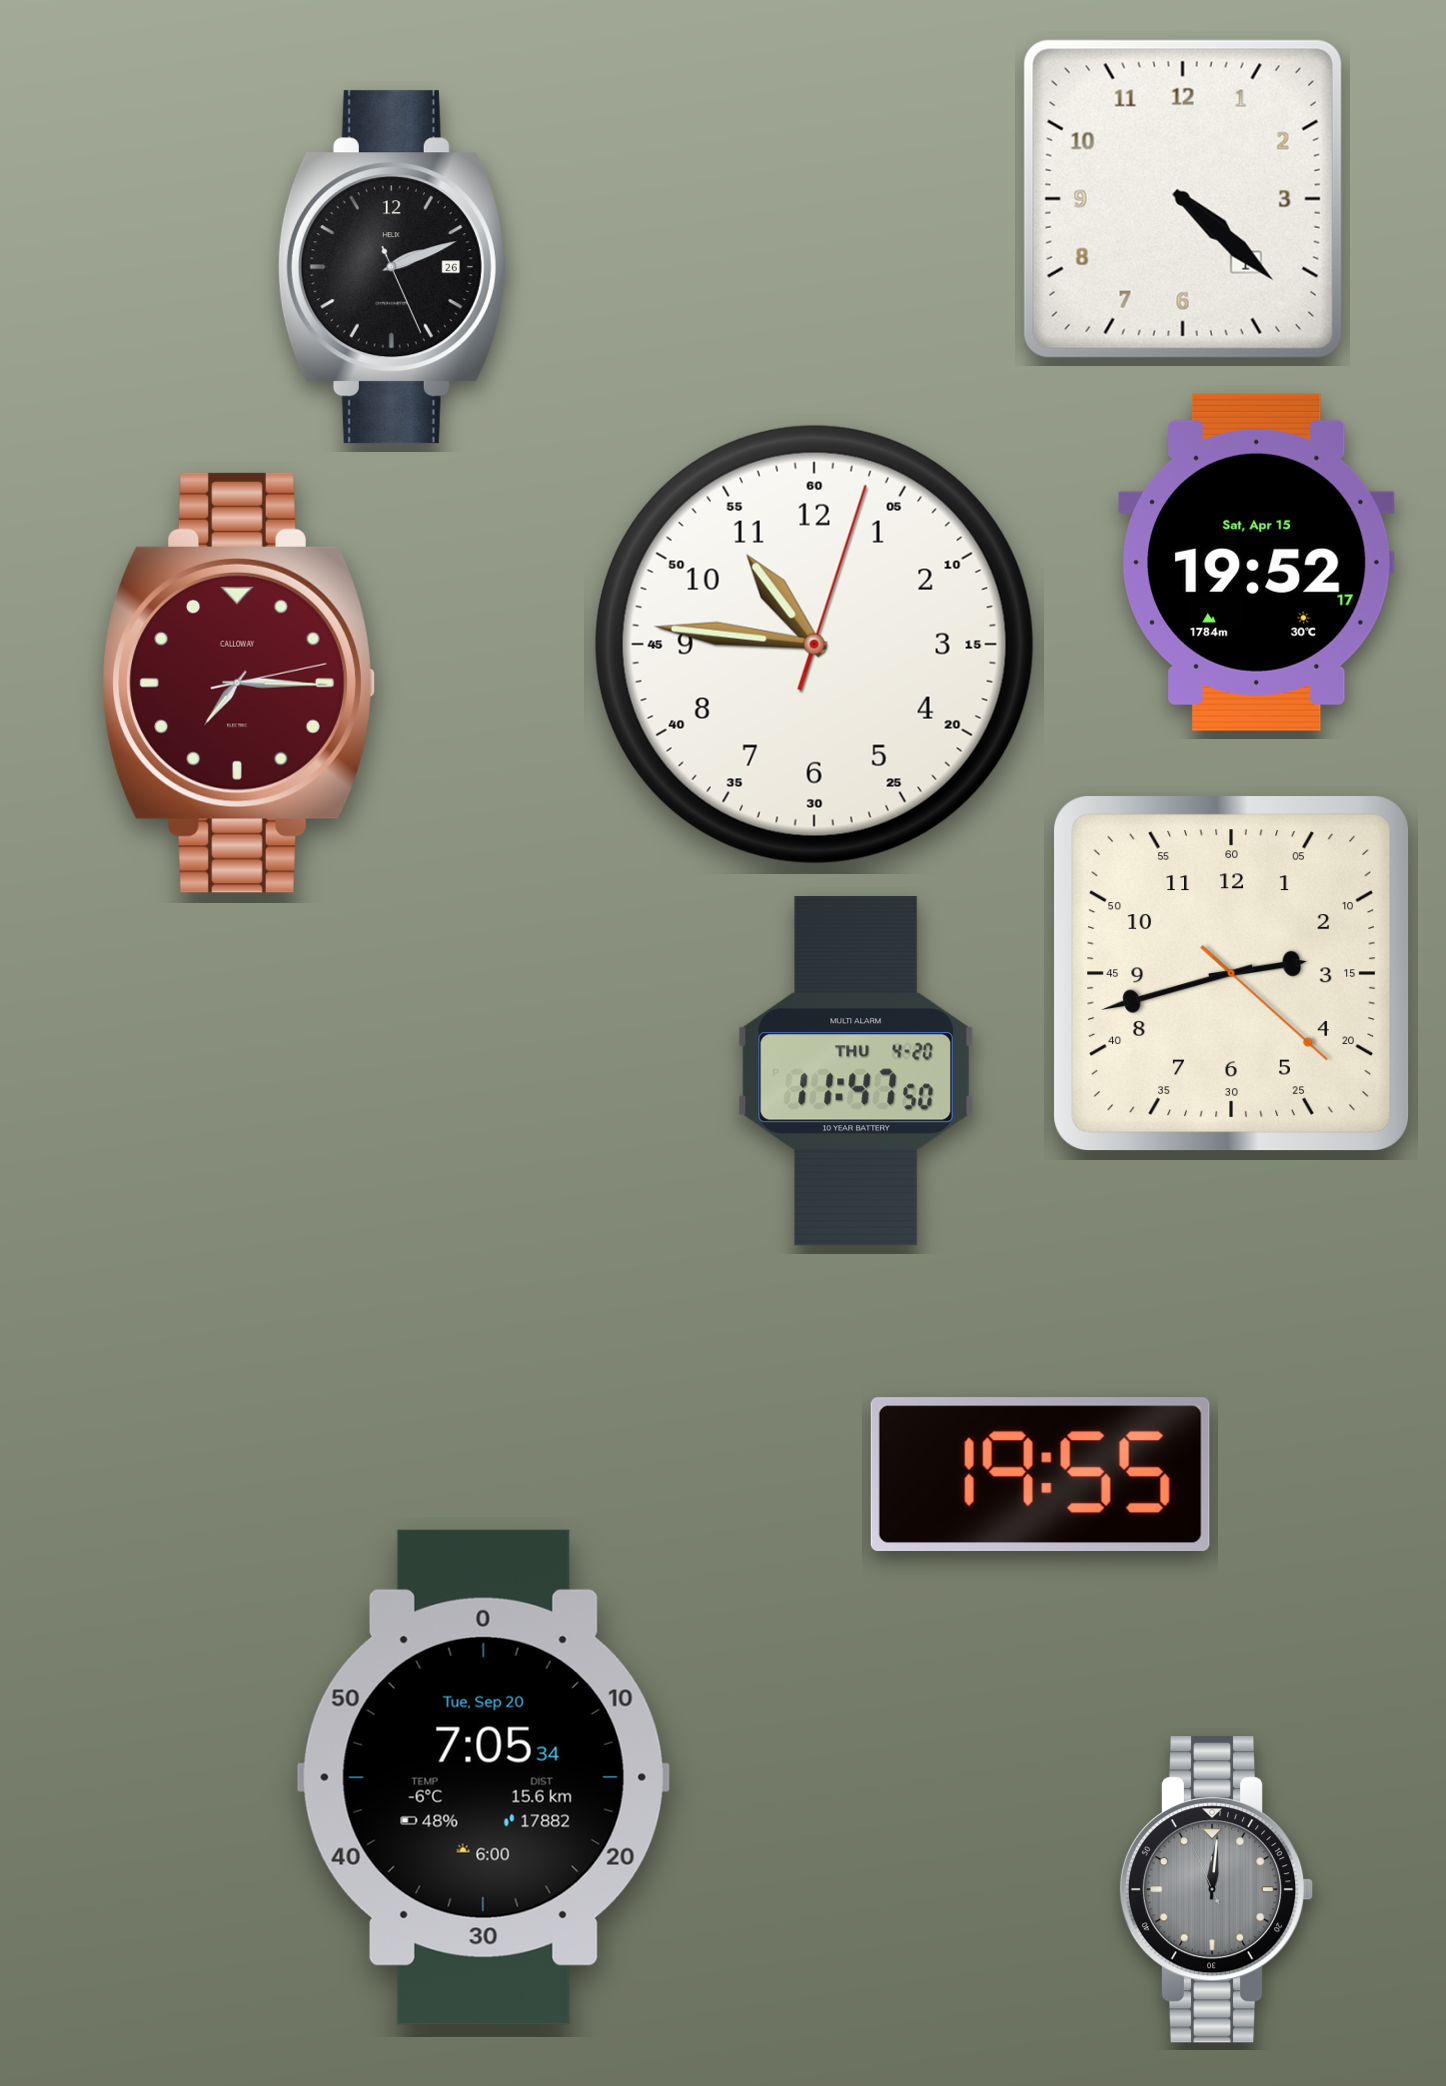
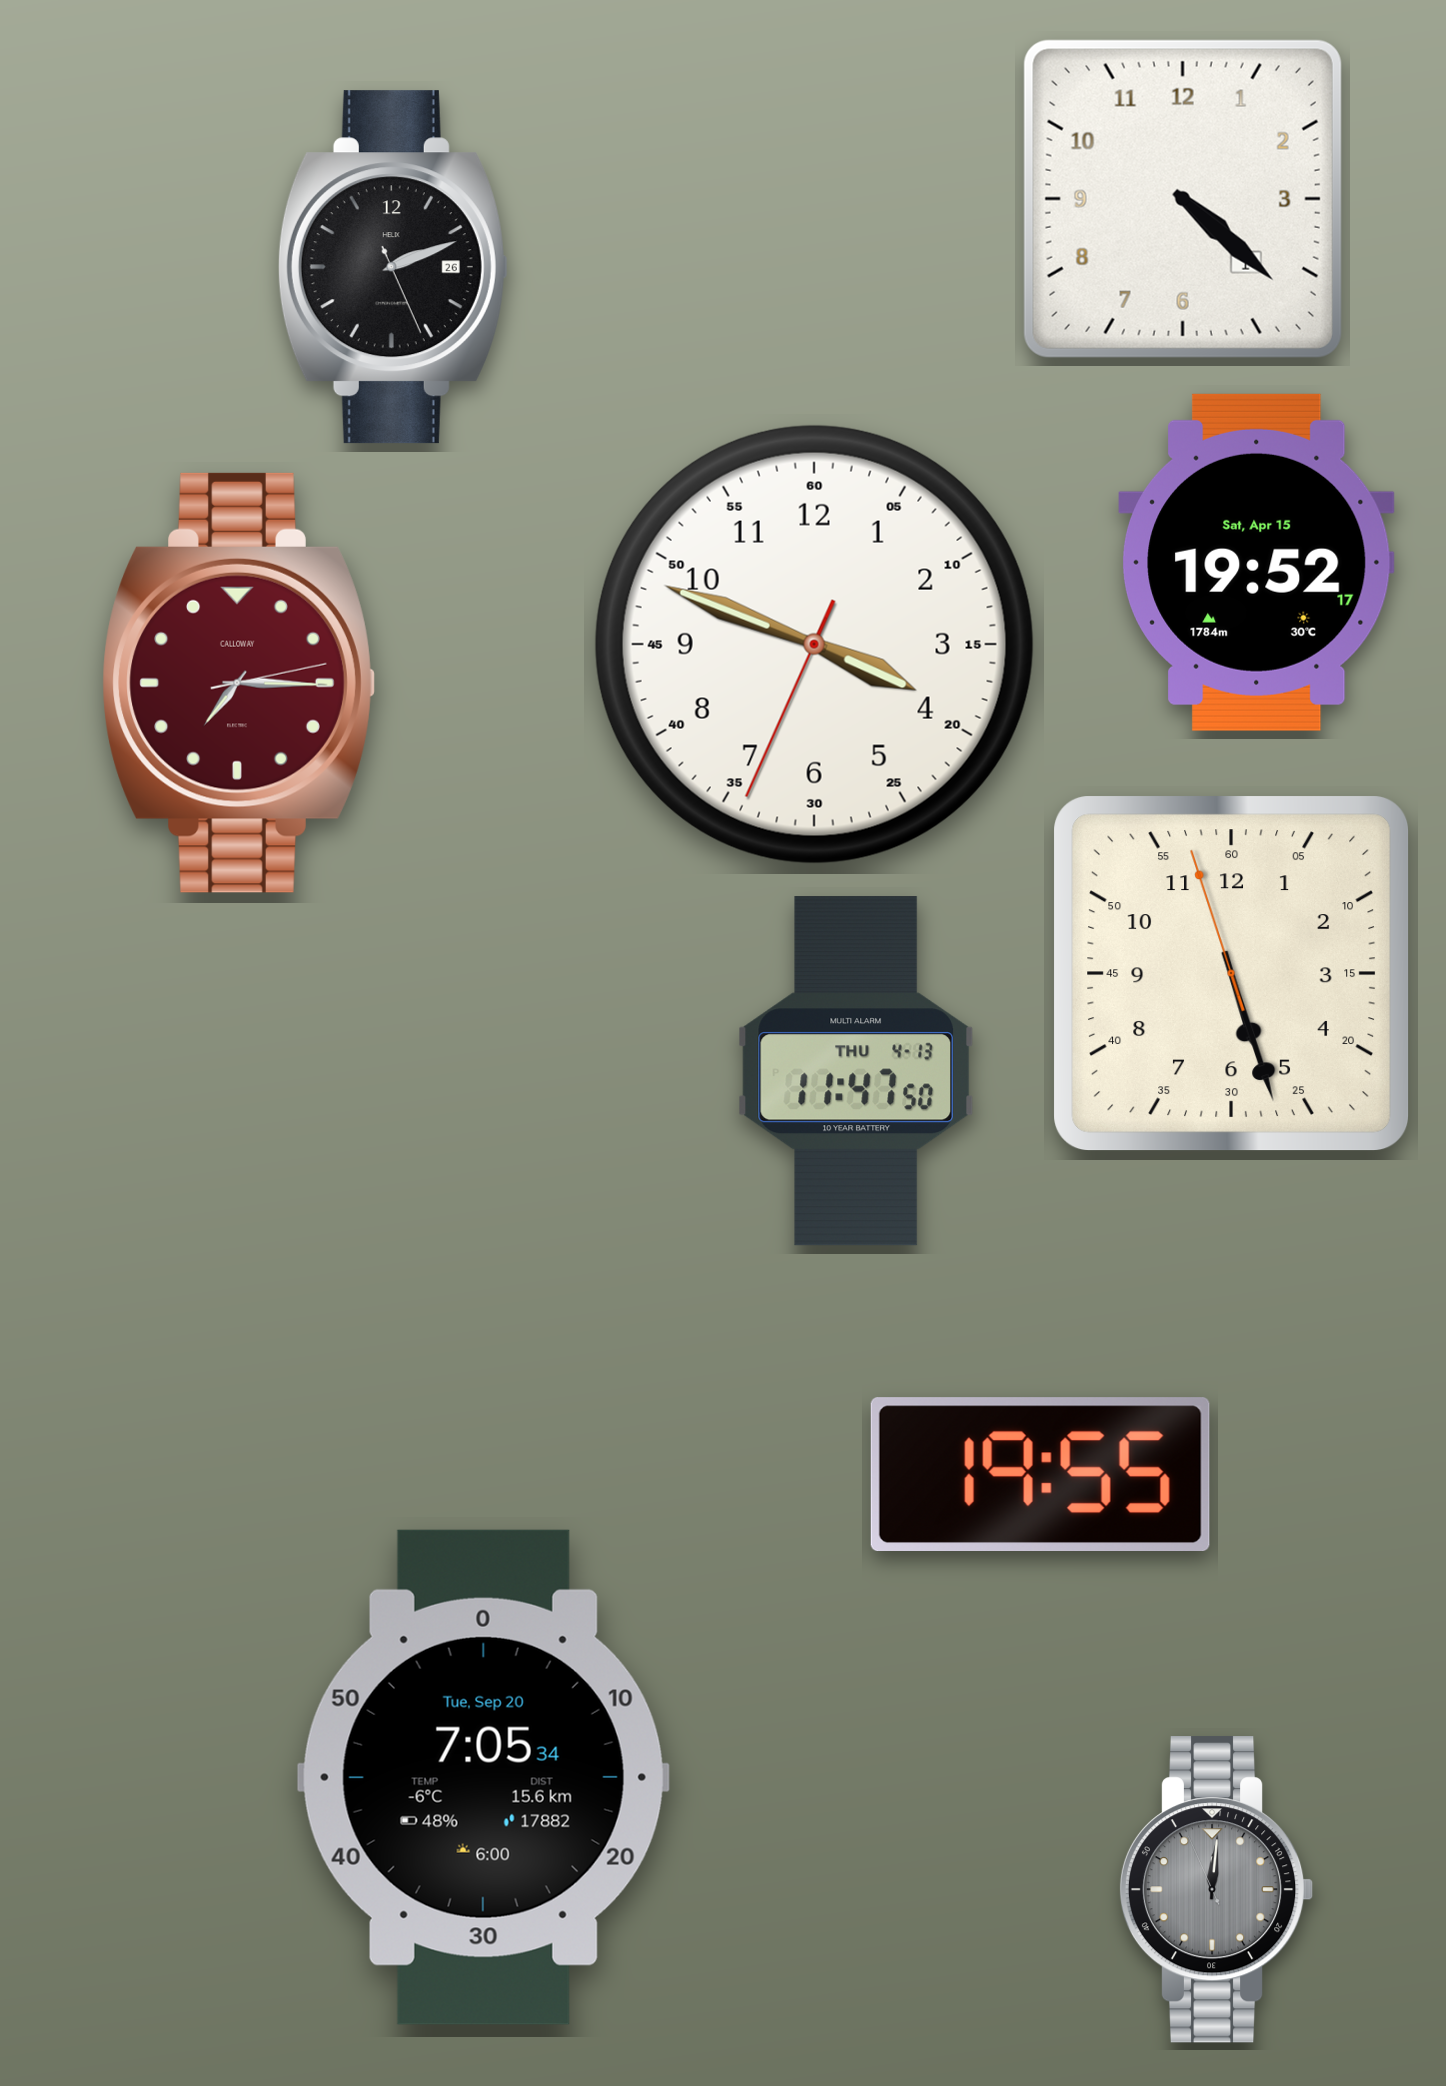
clock at (814, 644): 10:46 -> 3:48
clock at (1232, 974): 2:42 -> 5:26
clock at (855, 1071) date: THU 4-20 -> THU 4-13
